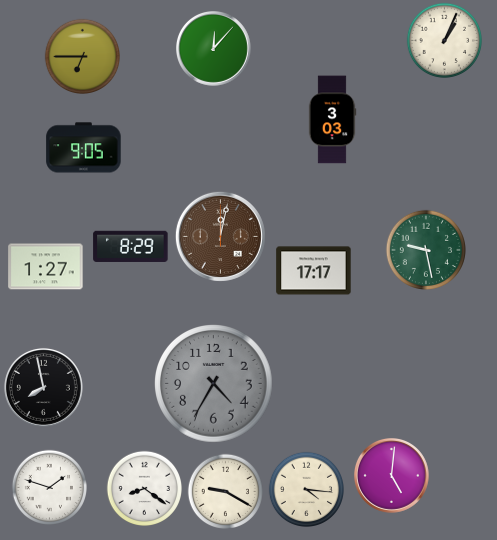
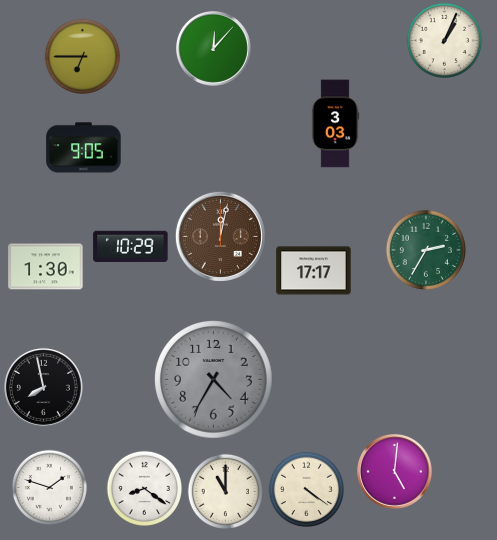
clock at (332, 120) position: (332, 120) -> (335, 124)
clock at (131, 246): 8:29 -> 10:29
clock at (426, 250): 9:28 -> 2:35
clock at (46, 267): 1:27 -> 1:30
clock at (214, 384) position: (214, 384) -> (214, 380)
clock at (392, 476) position: (392, 476) -> (395, 472)
clock at (306, 489): 4:16 -> 4:21
clock at (225, 491): 9:20 -> 11:00
